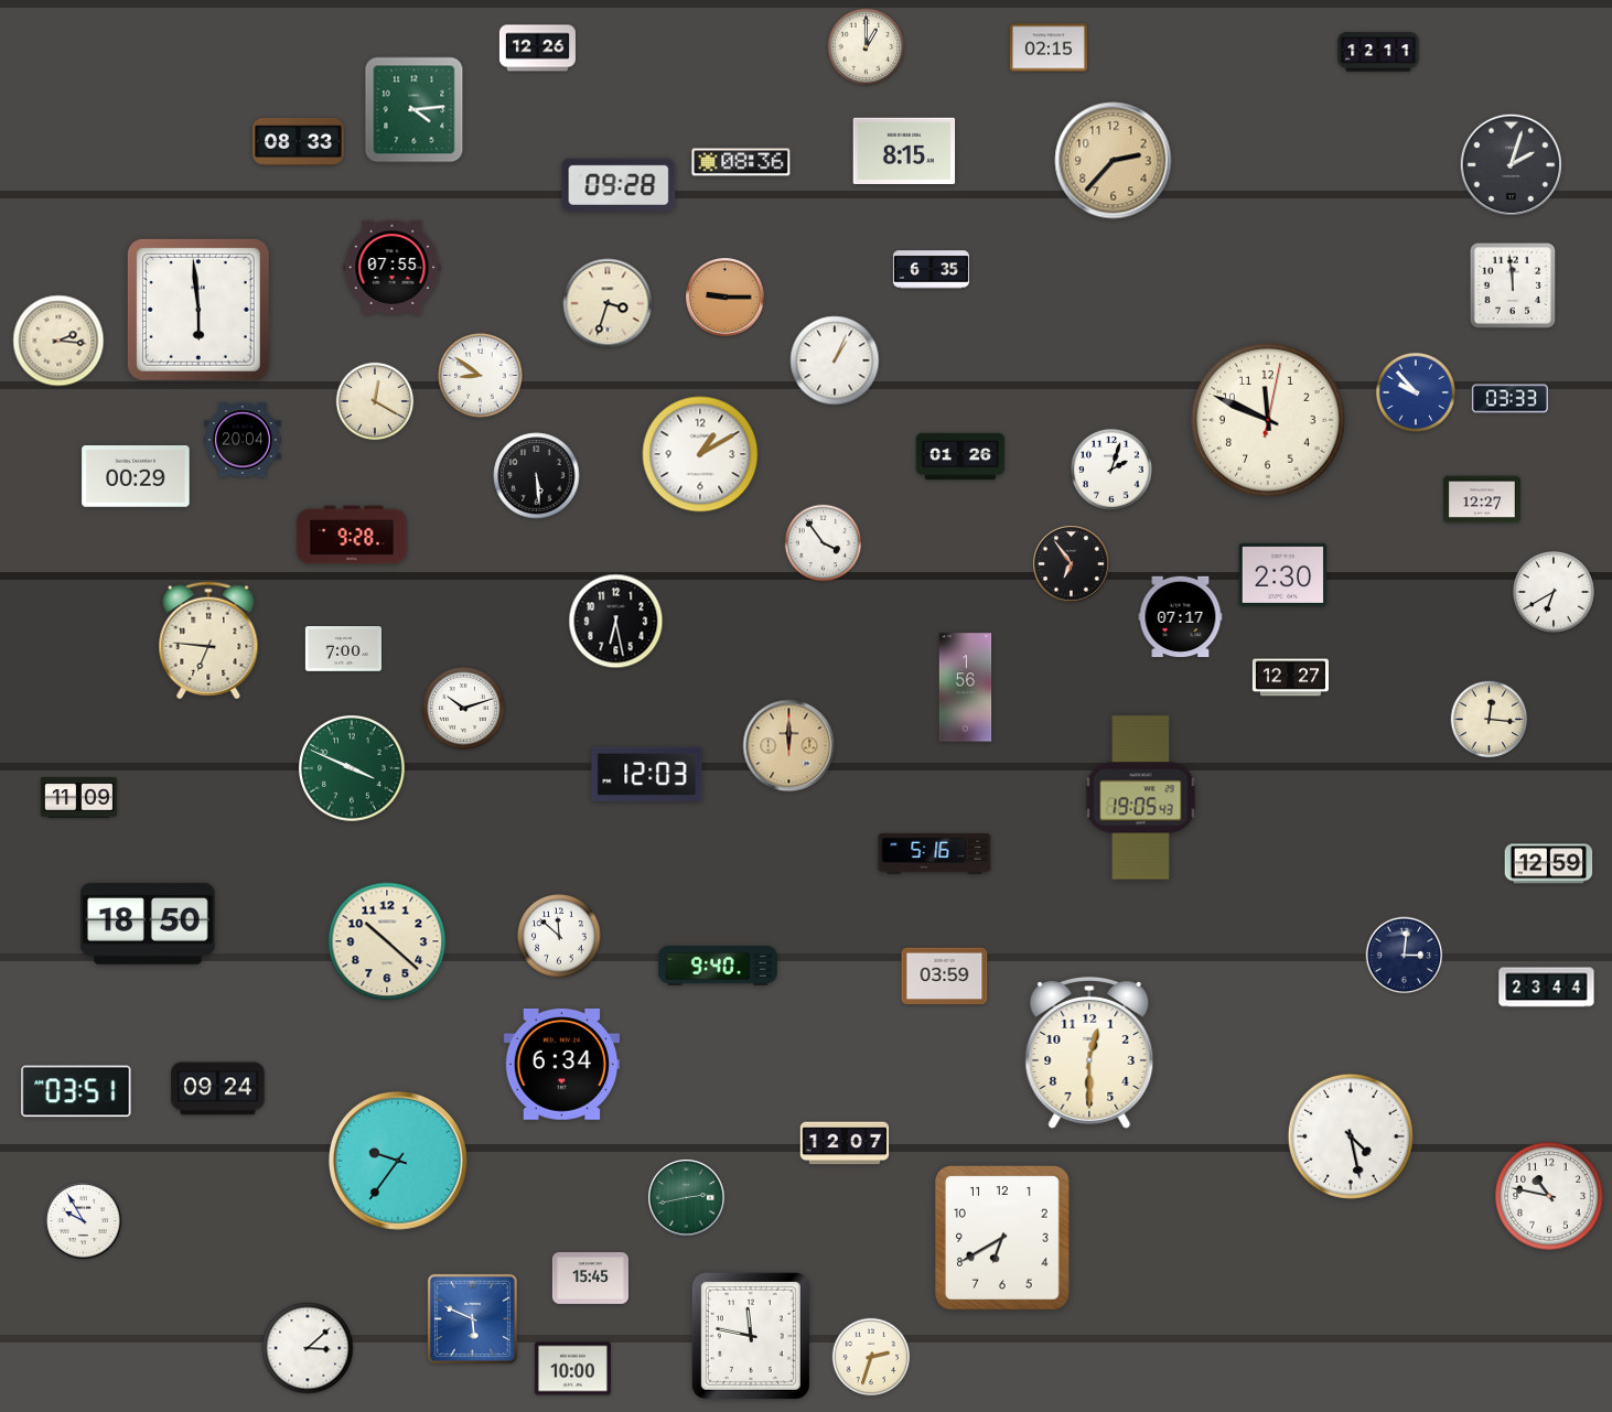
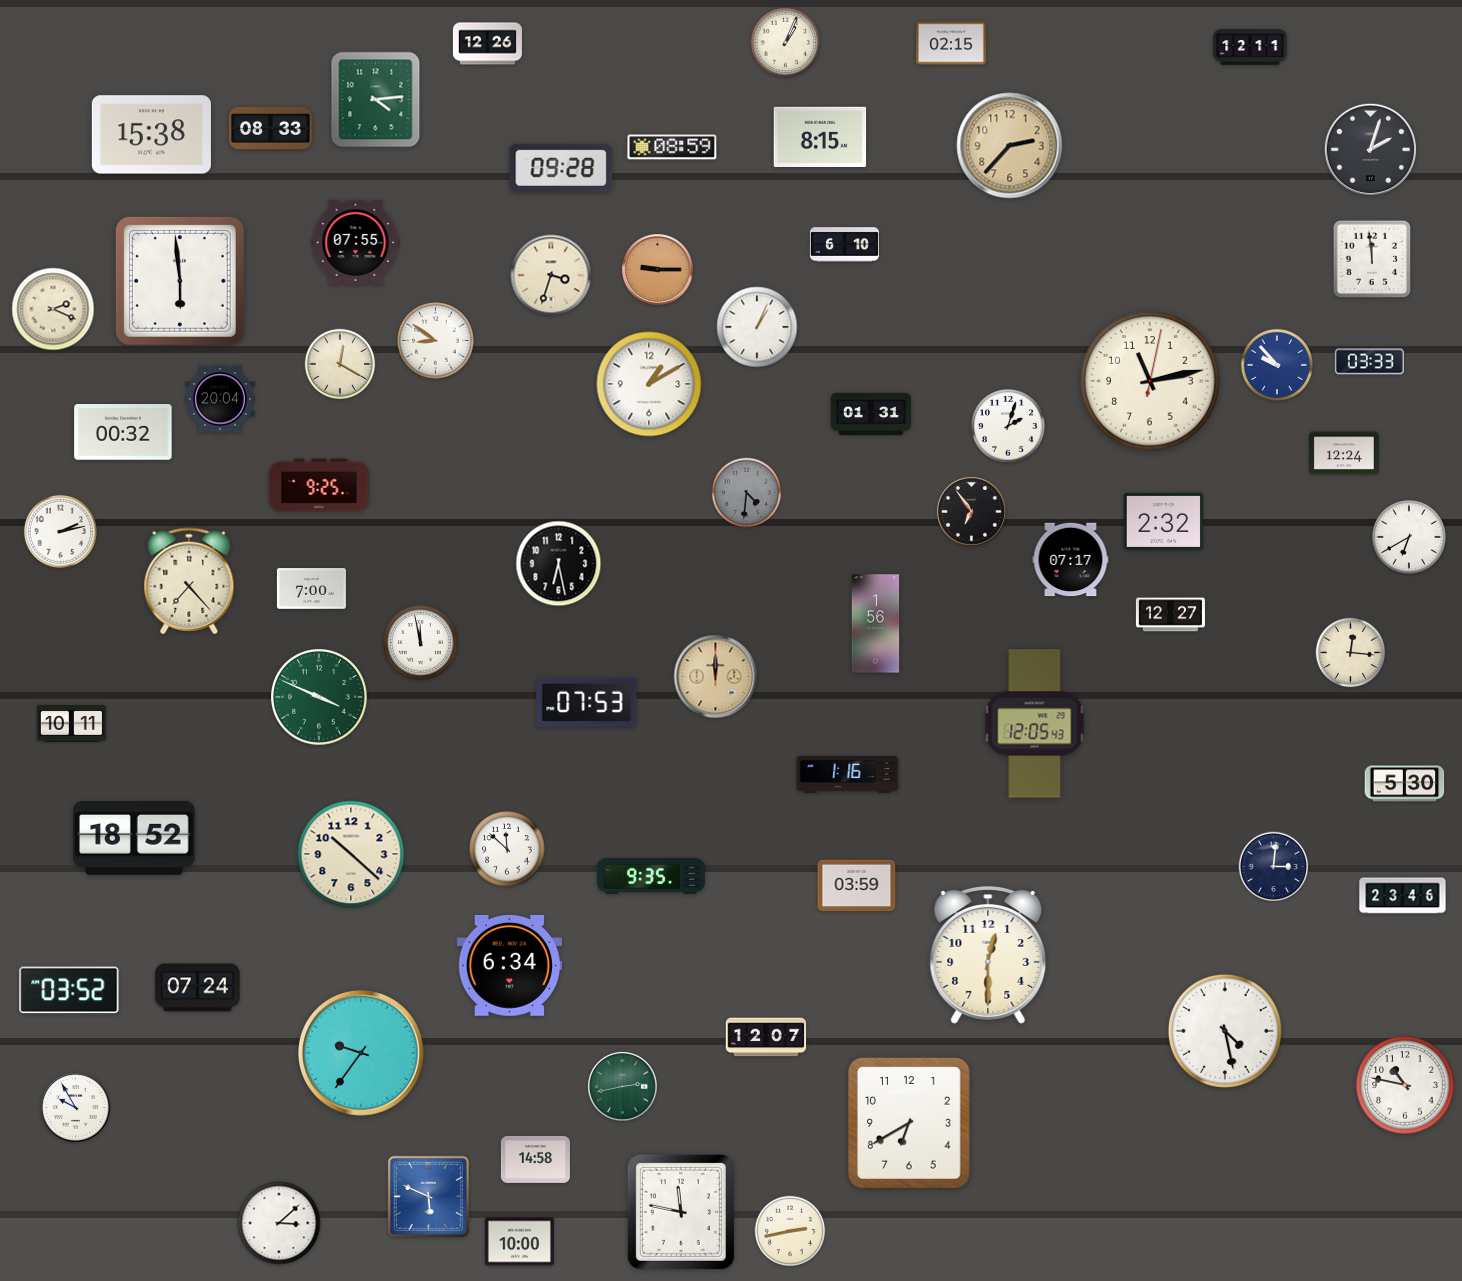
clock at (867, 47): 1:00 -> 1:04
clock at (151, 135): none -> 15:38
clock at (741, 162): 08:36 -> 08:59
clock at (931, 270): 6:35 -> 6:10
clock at (58, 341): 2:16 -> 2:19
clock at (1416, 392) position: (1416, 392) -> (1277, 365)
clock at (1268, 420): 11:49 -> 11:13
clock at (700, 454) position: (700, 454) -> (649, 384)
clock at (960, 456): 01:26 -> 01:31
clock at (537, 476): 5:29 -> none
clock at (136, 477): 00:29 -> 00:32
clock at (1482, 499): 12:27 -> 12:24
clock at (352, 535): 9:28 -> 9:25
clock at (824, 543): 3:54 -> 4:31
clock at (824, 543) dial: white -> grey
clock at (1283, 574): 2:30 -> 2:32
clock at (60, 531): none -> 2:13
clock at (208, 640): 6:46 -> 7:23
clock at (464, 709): 10:12 -> 11:58
clock at (647, 774): 12:03 -> 07:53
clock at (78, 798): 11:09 -> 10:11
clock at (1141, 798): 19:05 -> 12:05
clock at (935, 853): 5:16 -> 1:16
clock at (1549, 864): 12:59 -> 5:30
clock at (149, 924): 18:50 -> 18:52
clock at (718, 966): 9:40 -> 9:35
clock at (1547, 988): 23:44 -> 23:46
clock at (218, 1089): 09:24 -> 07:24
clock at (76, 1091): 03:51 -> 03:52
clock at (590, 1278): 15:45 -> 14:58
clock at (871, 1357): 2:33 -> 2:43
